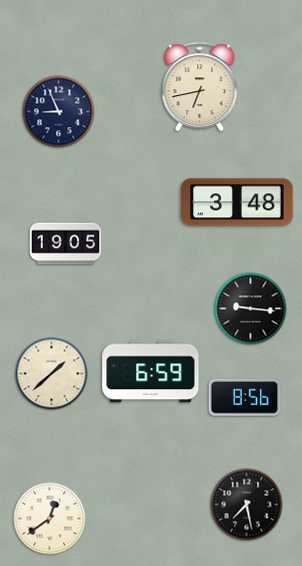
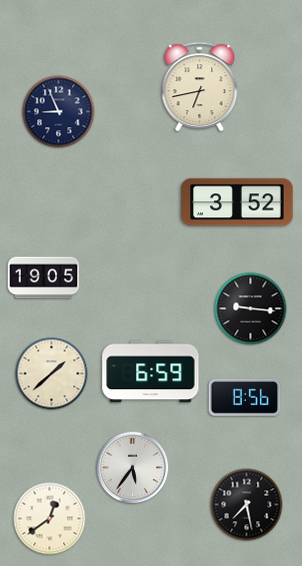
clock at (237, 202): 3:48 -> 3:52
clock at (66, 244) position: (66, 244) -> (44, 278)
clock at (133, 468): none -> 5:36
